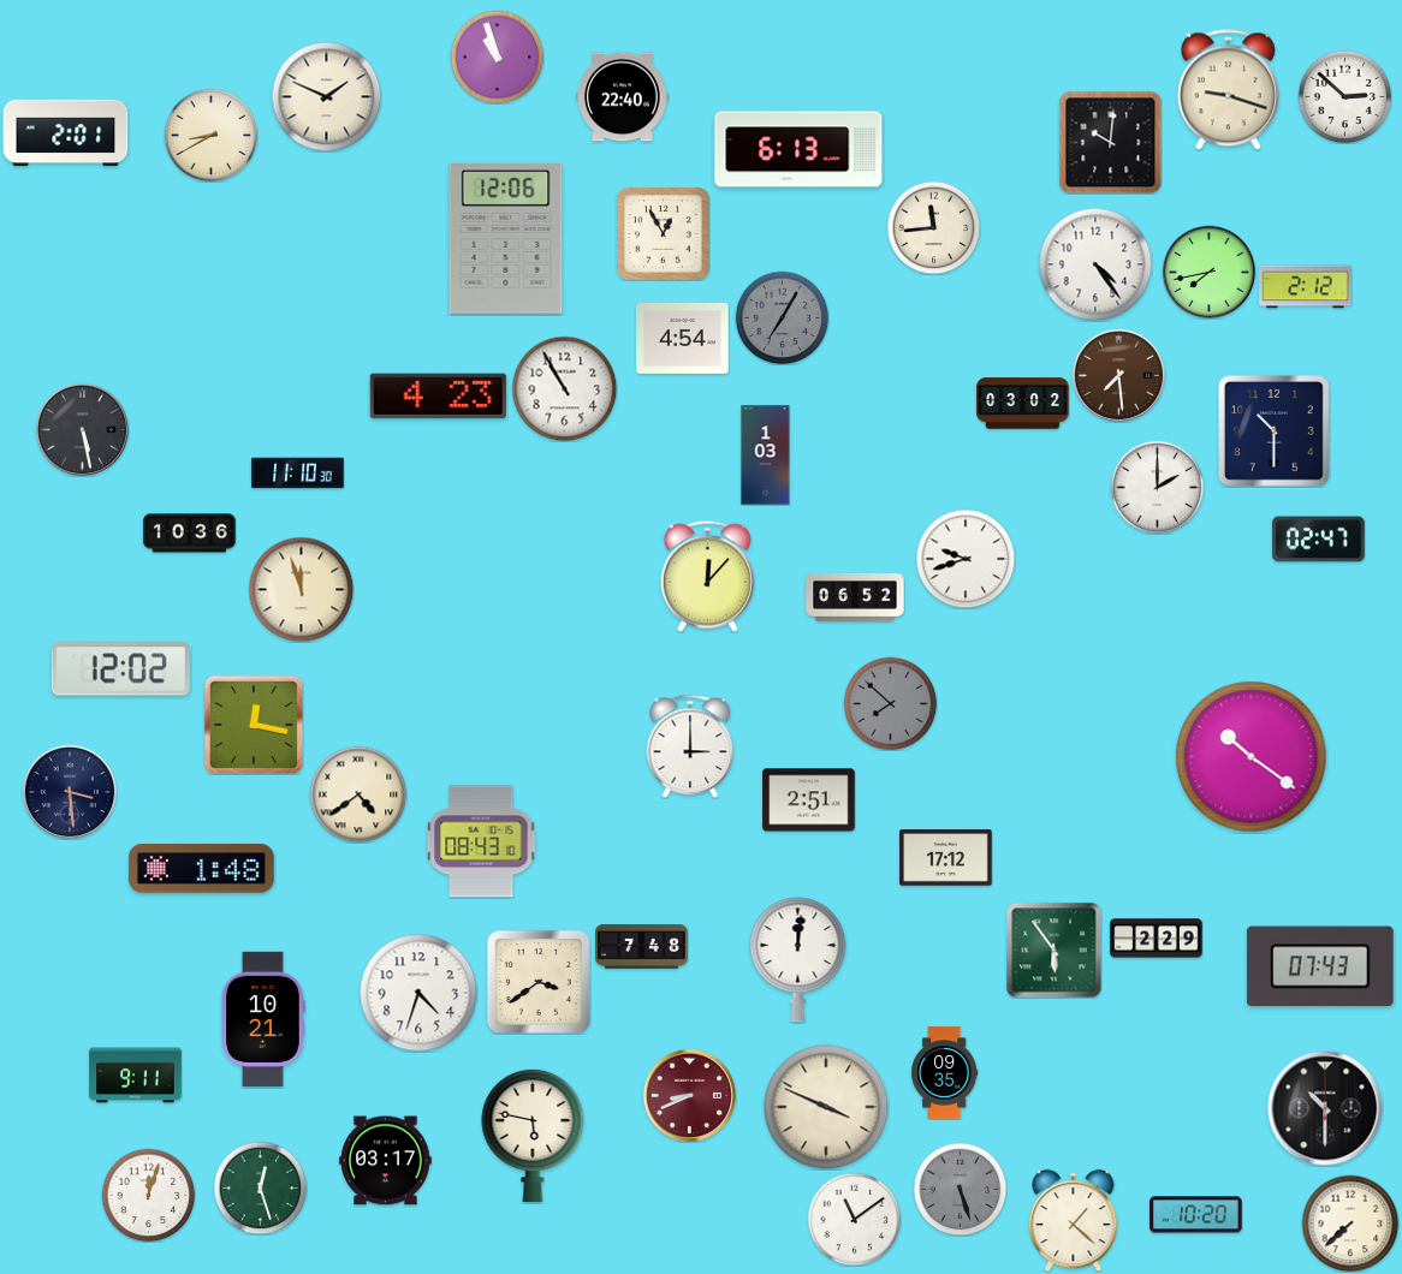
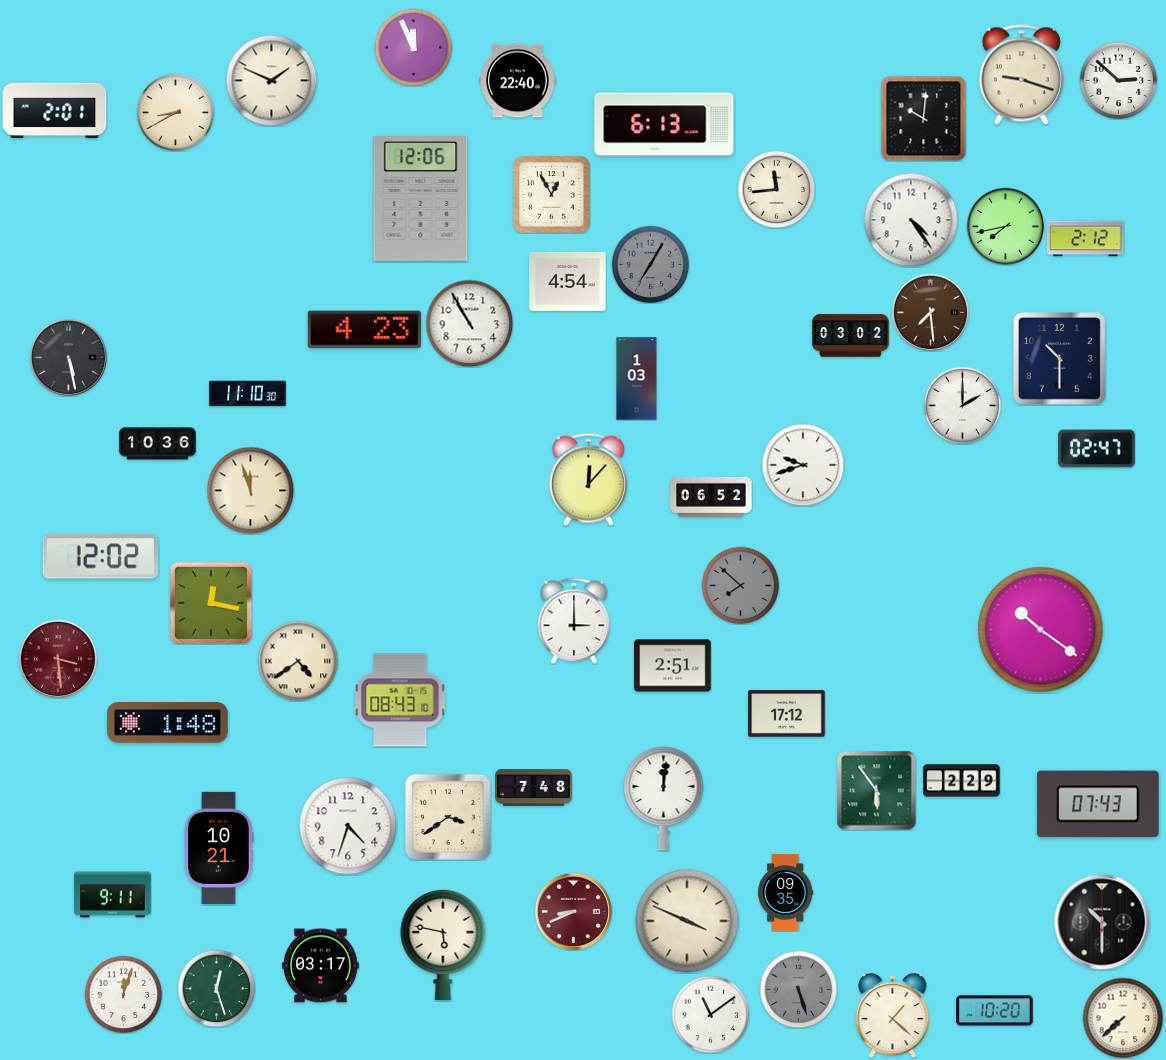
clock at (497, 56): 10:57 -> 11:56
clock at (70, 792) dial: navy -> burgundy
